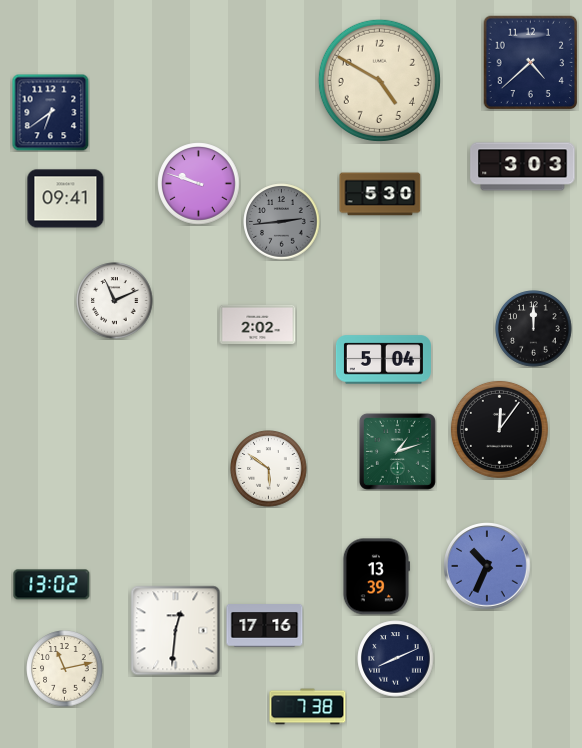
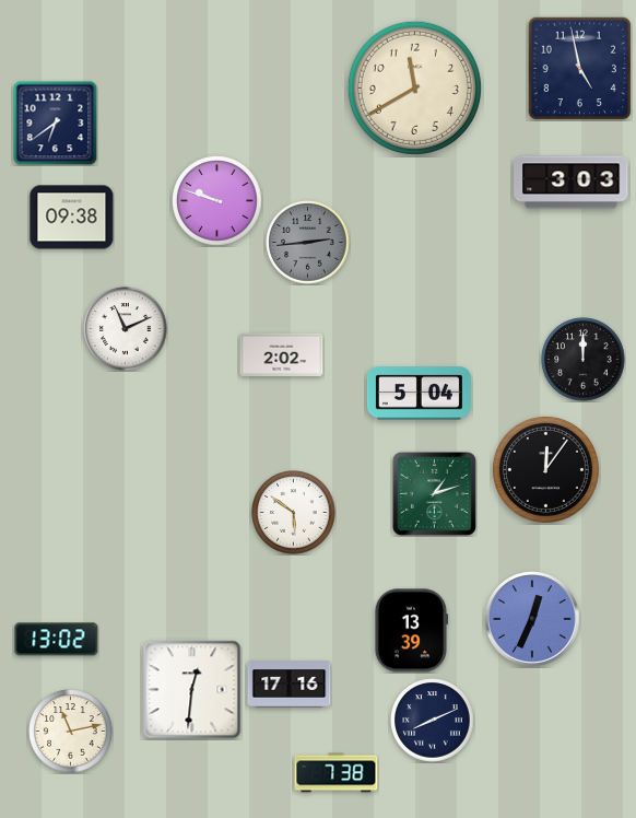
clock at (531, 63): 4:38 -> 4:58
clock at (379, 80): 4:50 -> 11:40
clock at (380, 194): 5:30 -> none
clock at (66, 199): 09:41 -> 09:38
clock at (487, 566): 10:34 -> 12:34
